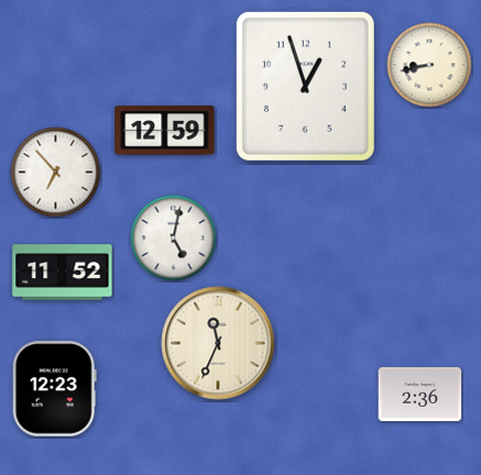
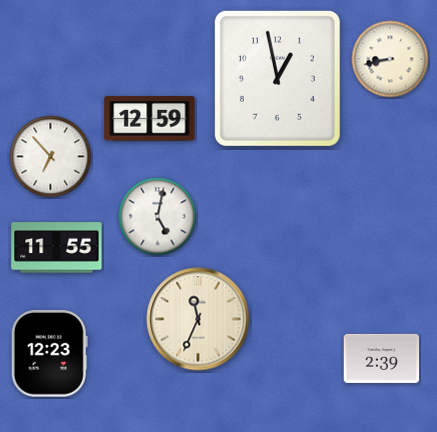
clock at (305, 86): 12:57 -> 12:58
clock at (63, 273): 11:52 -> 11:55
clock at (218, 343) position: (218, 343) -> (198, 319)
clock at (420, 394): 2:36 -> 2:39
